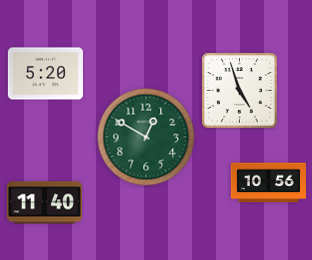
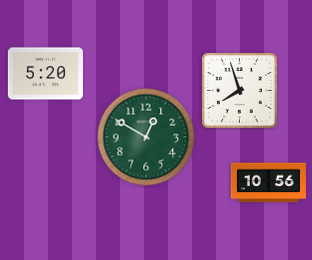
clock at (240, 91): 4:57 -> 7:57
clock at (44, 203): 11:40 -> none
